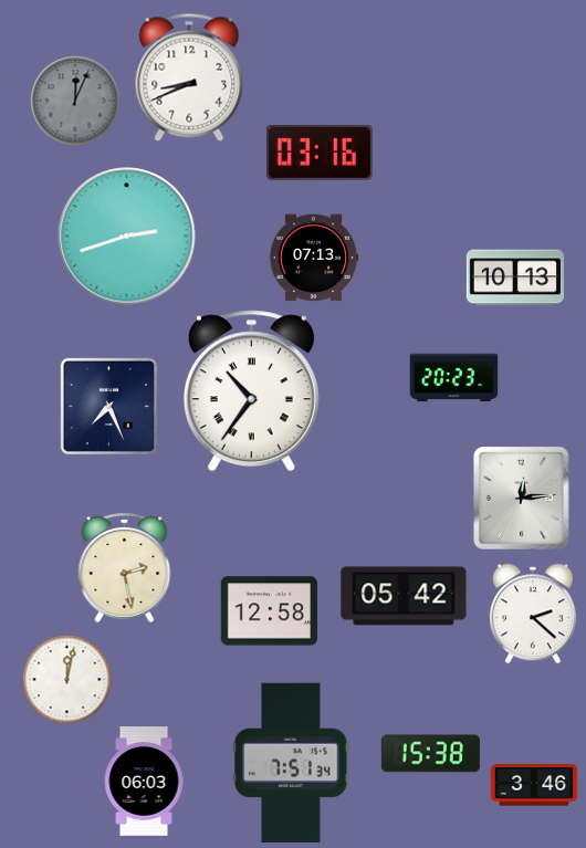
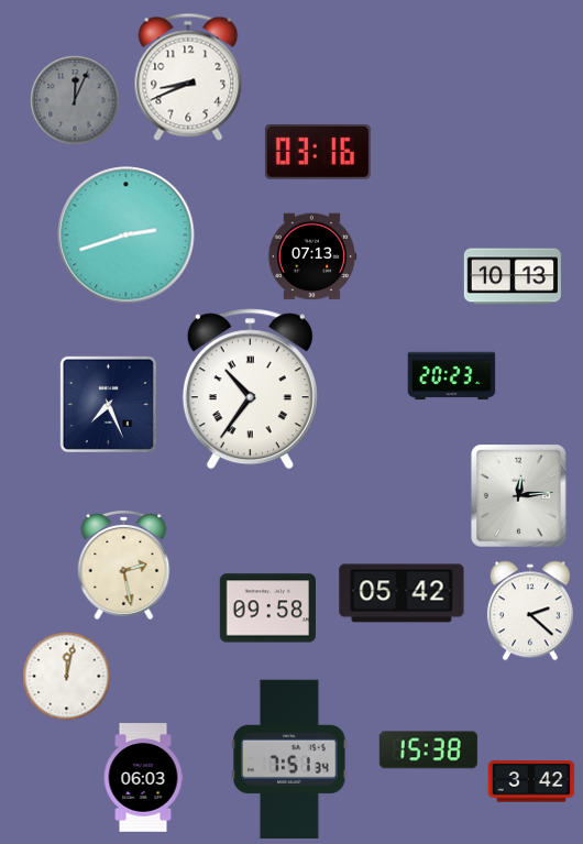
clock at (269, 611): 12:58 -> 09:58
clock at (534, 785): 3:46 -> 3:42
